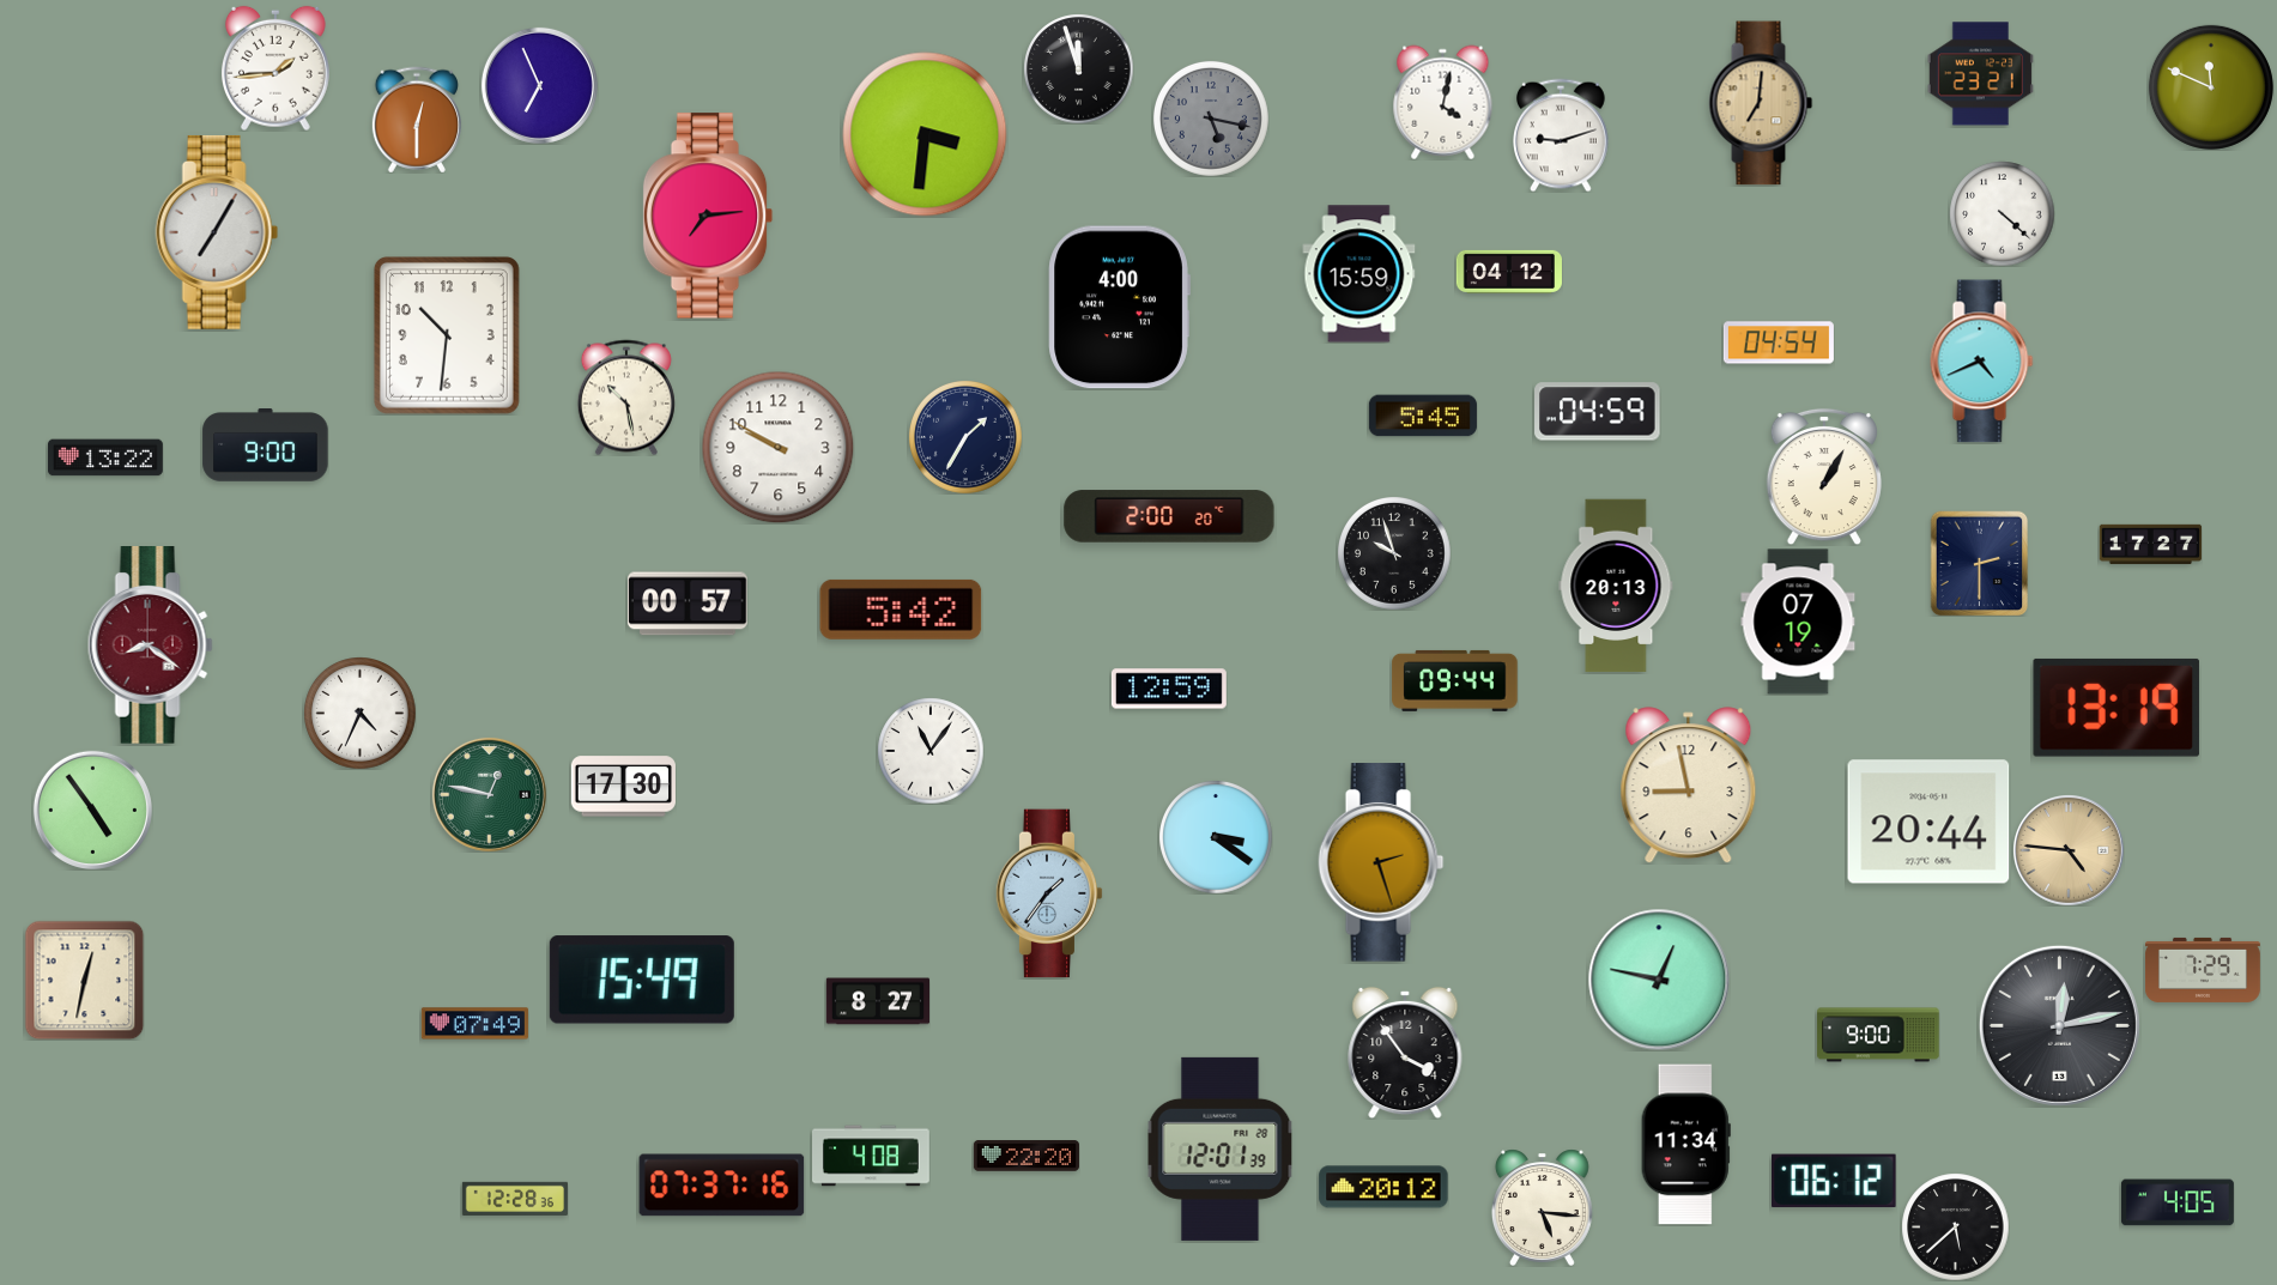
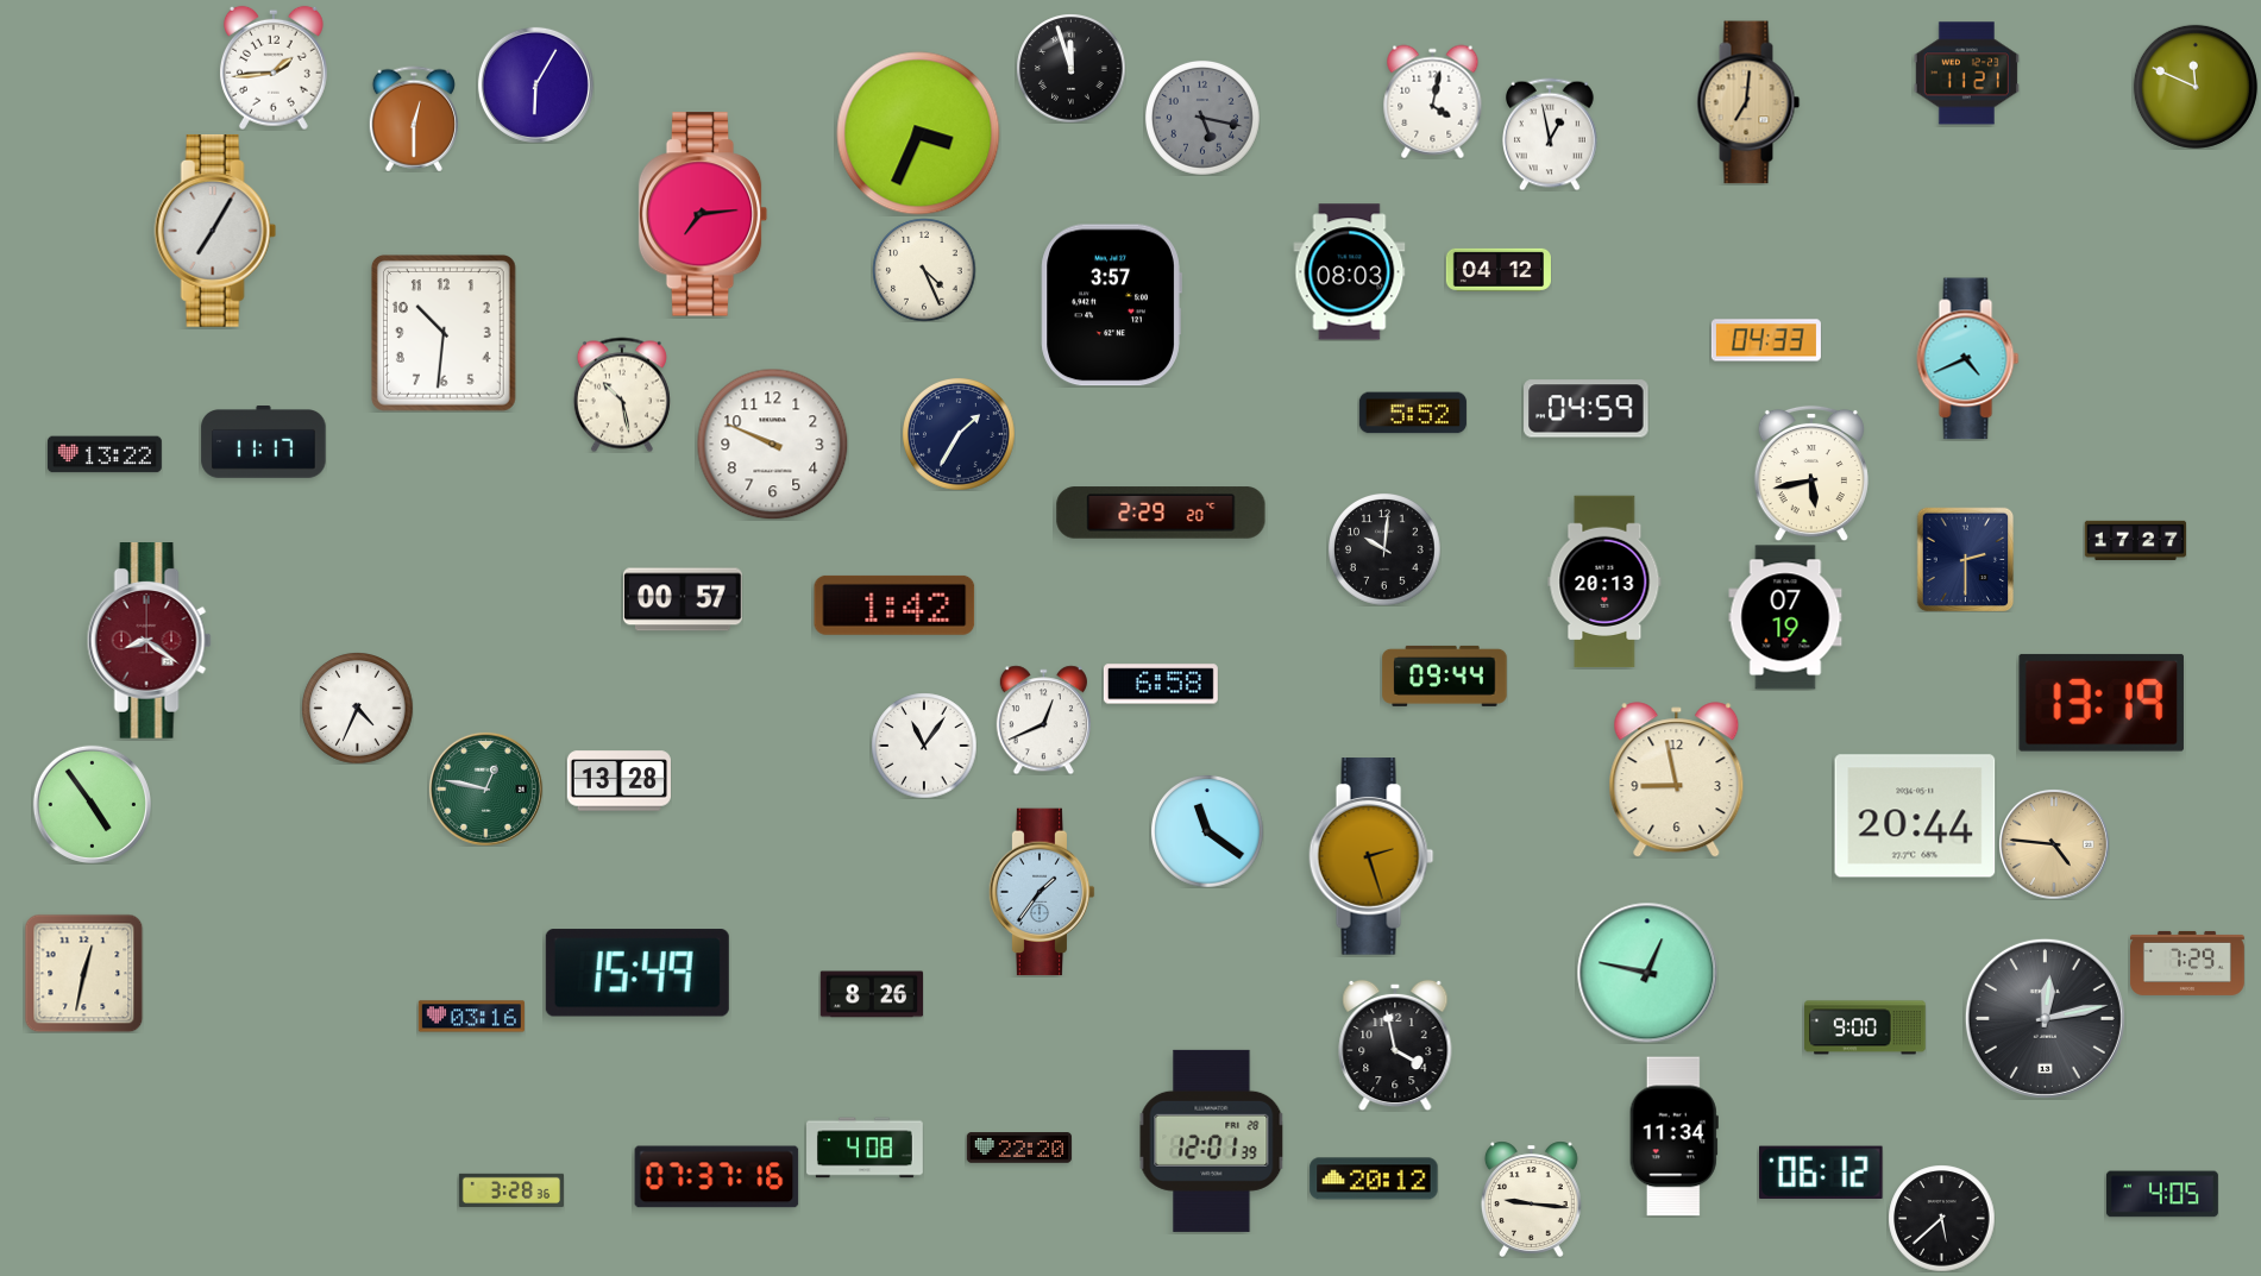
clock at (1980, 74): 23:21 -> 11:21
clock at (539, 85): 6:56 -> 6:05
clock at (925, 134): 3:31 -> 3:34
clock at (1562, 135): 9:12 -> 12:58
clock at (2002, 213): 4:22 -> none
clock at (924, 270): none -> 4:26
clock at (1359, 274): 15:59 -> 08:03
clock at (1119, 308): 4:00 -> 3:57
clock at (1779, 343): 04:54 -> 04:33
clock at (1423, 416): 5:45 -> 5:52
clock at (266, 445): 9:00 -> 11:17
clock at (777, 447): 9:50 -> 9:49
clock at (1824, 477): 1:05 -> 5:43
clock at (1169, 516): 2:00 -> 2:29
clock at (1394, 553): 9:57 -> 10:01
clock at (901, 610): 5:42 -> 1:42
clock at (1169, 689): 12:59 -> 6:58
clock at (1043, 719): none -> 12:41
clock at (623, 787): 17:30 -> 13:28
clock at (1216, 837): 3:21 -> 11:21
clock at (1049, 893) position: (1049, 893) -> (1042, 892)
clock at (878, 1001): 8:27 -> 8:26
clock at (474, 1024): 07:49 -> 03:16
clock at (1405, 1053): 3:54 -> 3:58
clock at (515, 1199): 12:28 -> 3:28
clock at (1542, 1207): 5:16 -> 9:16
